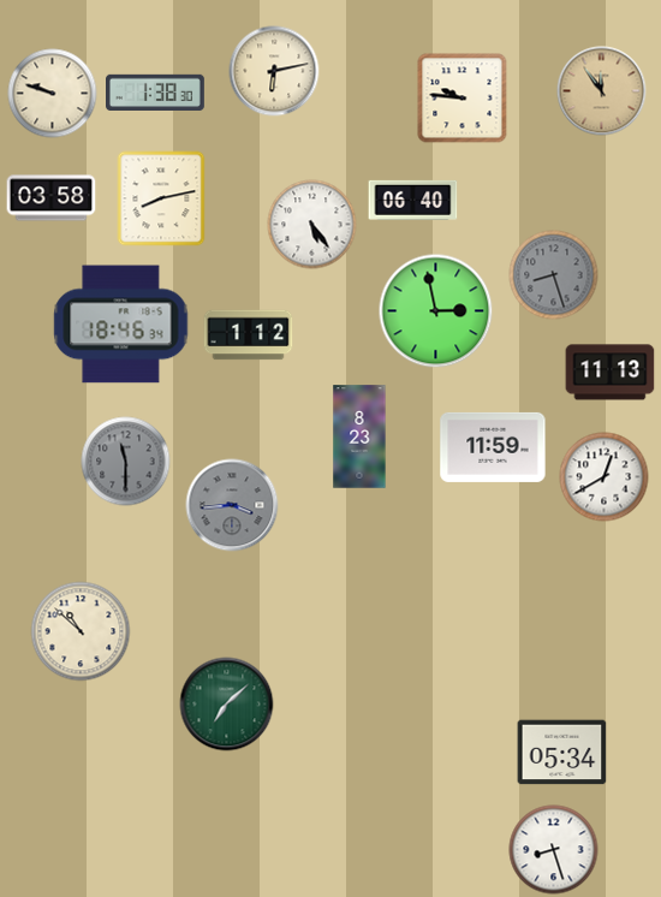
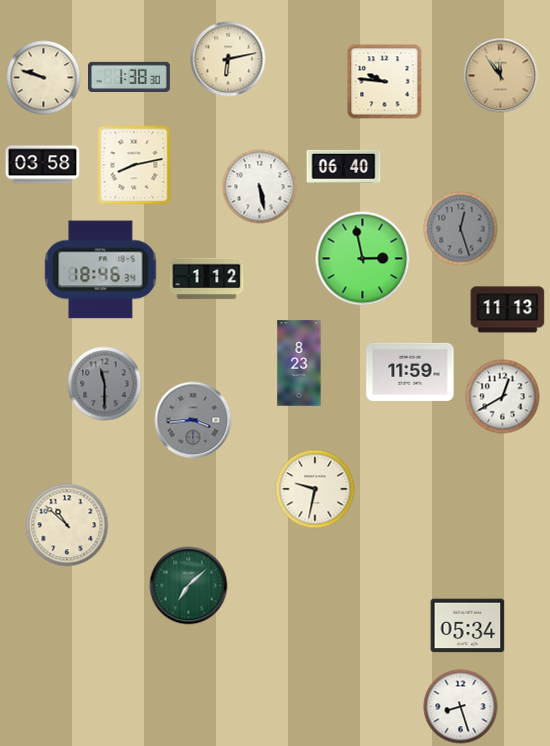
clock at (312, 225): 5:24 -> 5:28
clock at (554, 275): 8:27 -> 12:27
clock at (315, 489): none -> 9:32
